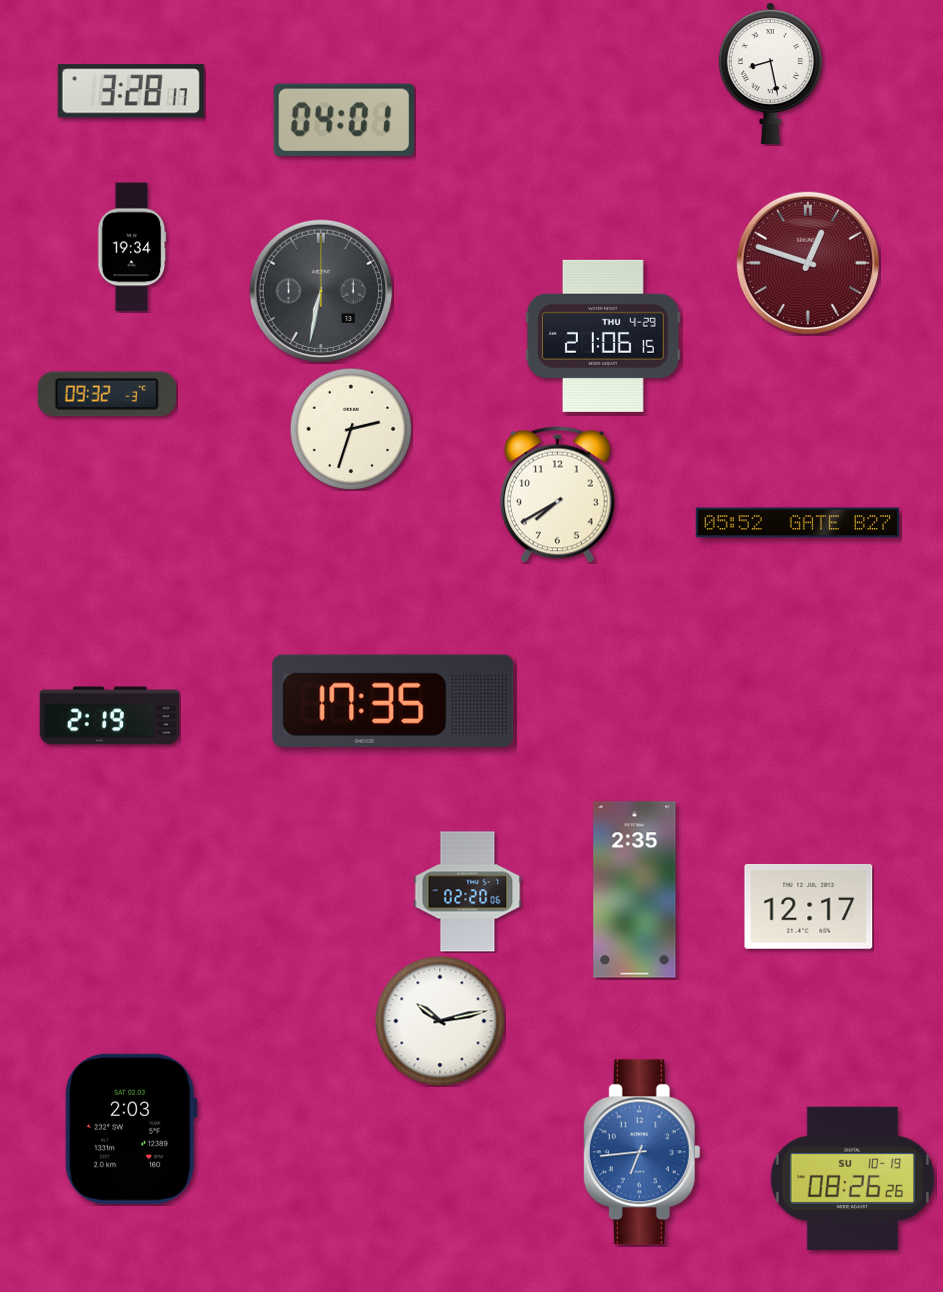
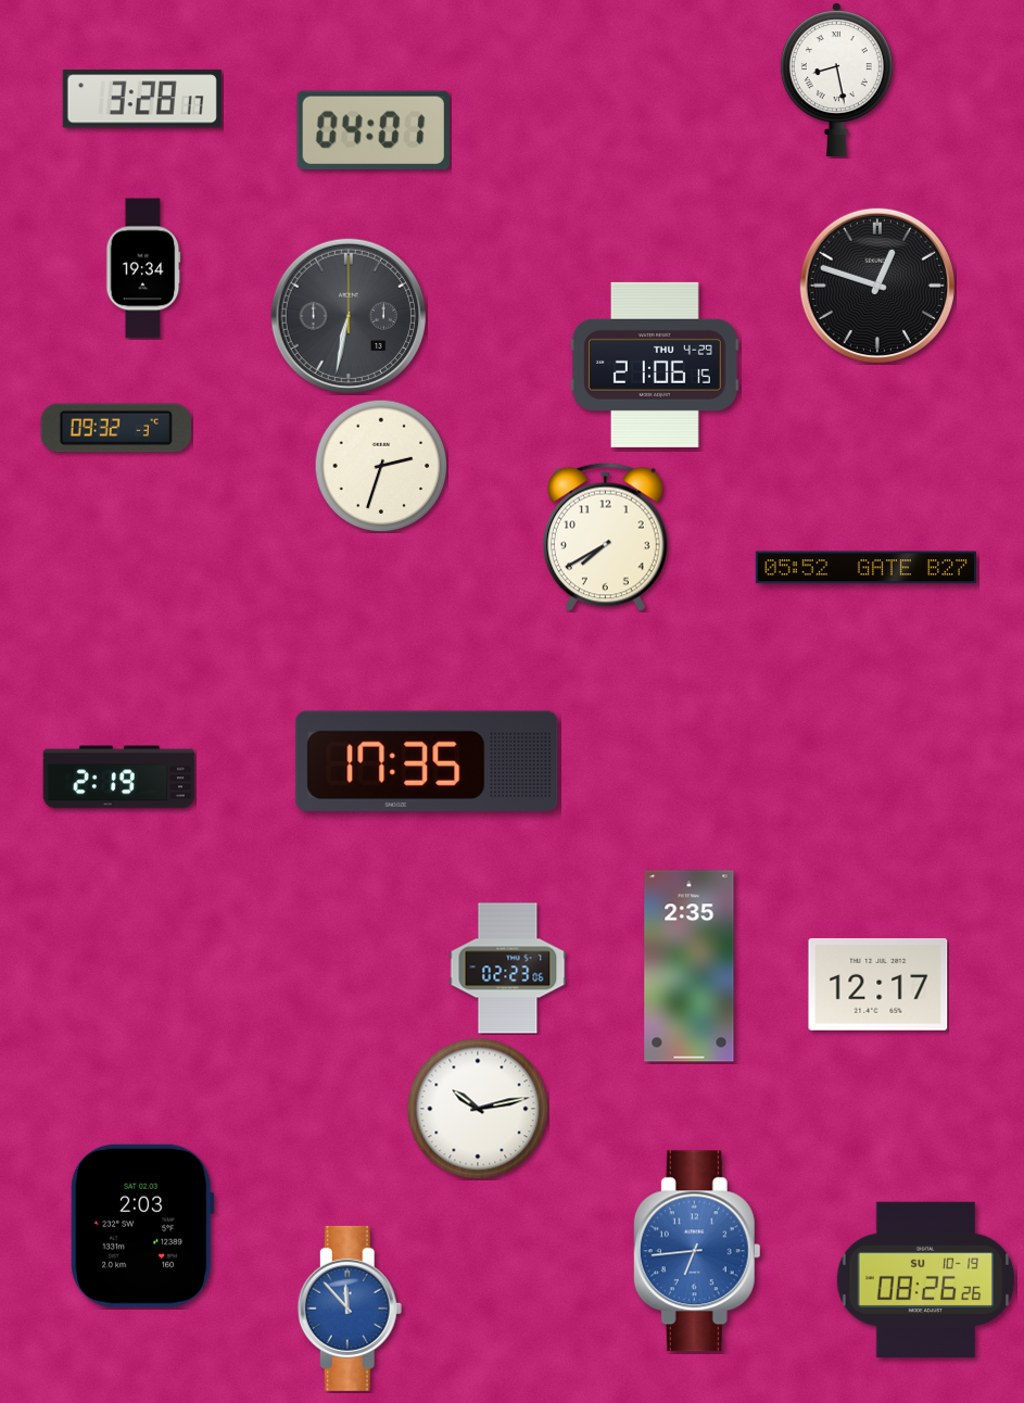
clock at (807, 262) dial: burgundy -> black
clock at (468, 892): 02:20 -> 02:23
clock at (350, 1309): none -> 11:53
